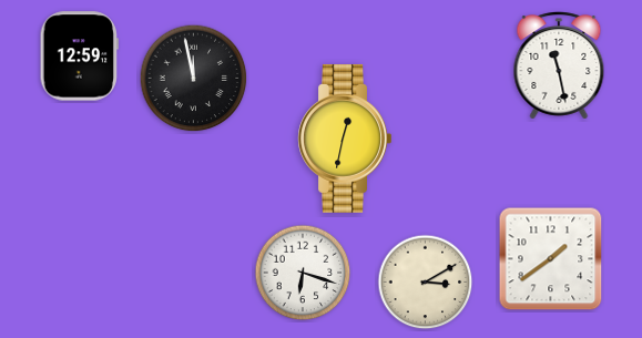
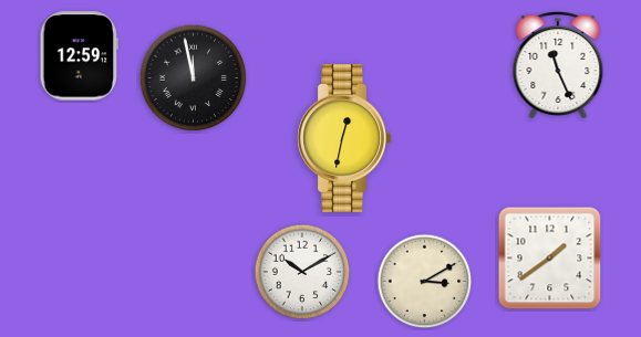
clock at (559, 65): 11:28 -> 11:26
clock at (303, 273): 6:18 -> 10:10
